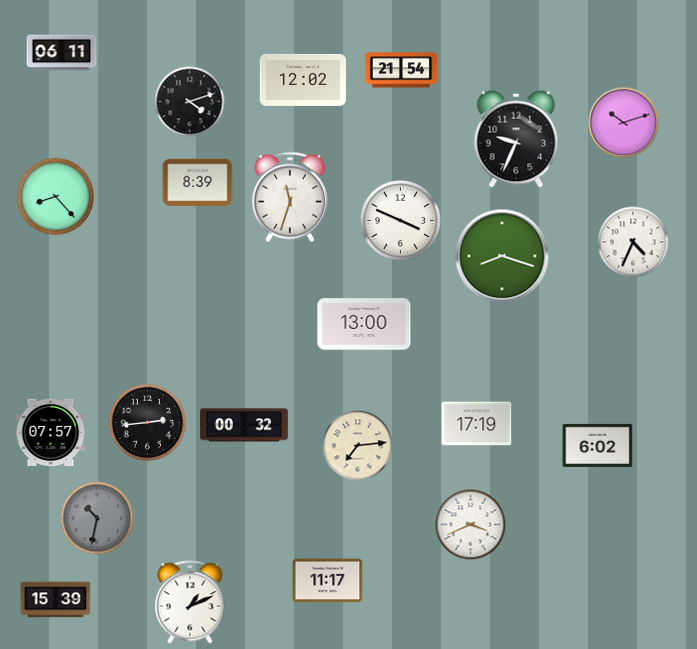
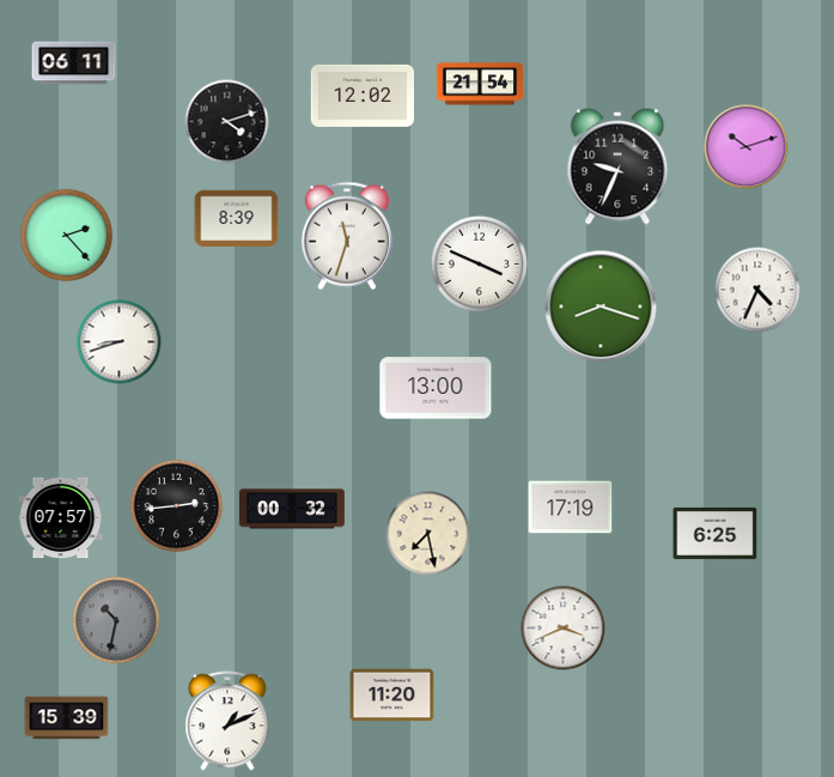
clock at (56, 197): 8:23 -> 2:23
clock at (120, 342): none -> 8:42
clock at (598, 445): 6:02 -> 6:25
clock at (358, 446): 7:14 -> 7:28
clock at (328, 581): 11:17 -> 11:20
